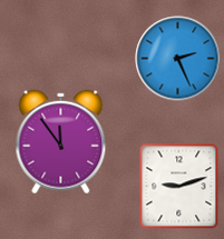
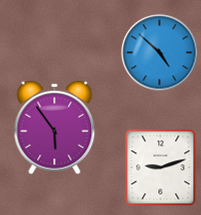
clock at (178, 59): 2:26 -> 4:52
clock at (61, 142): 11:54 -> 5:54
